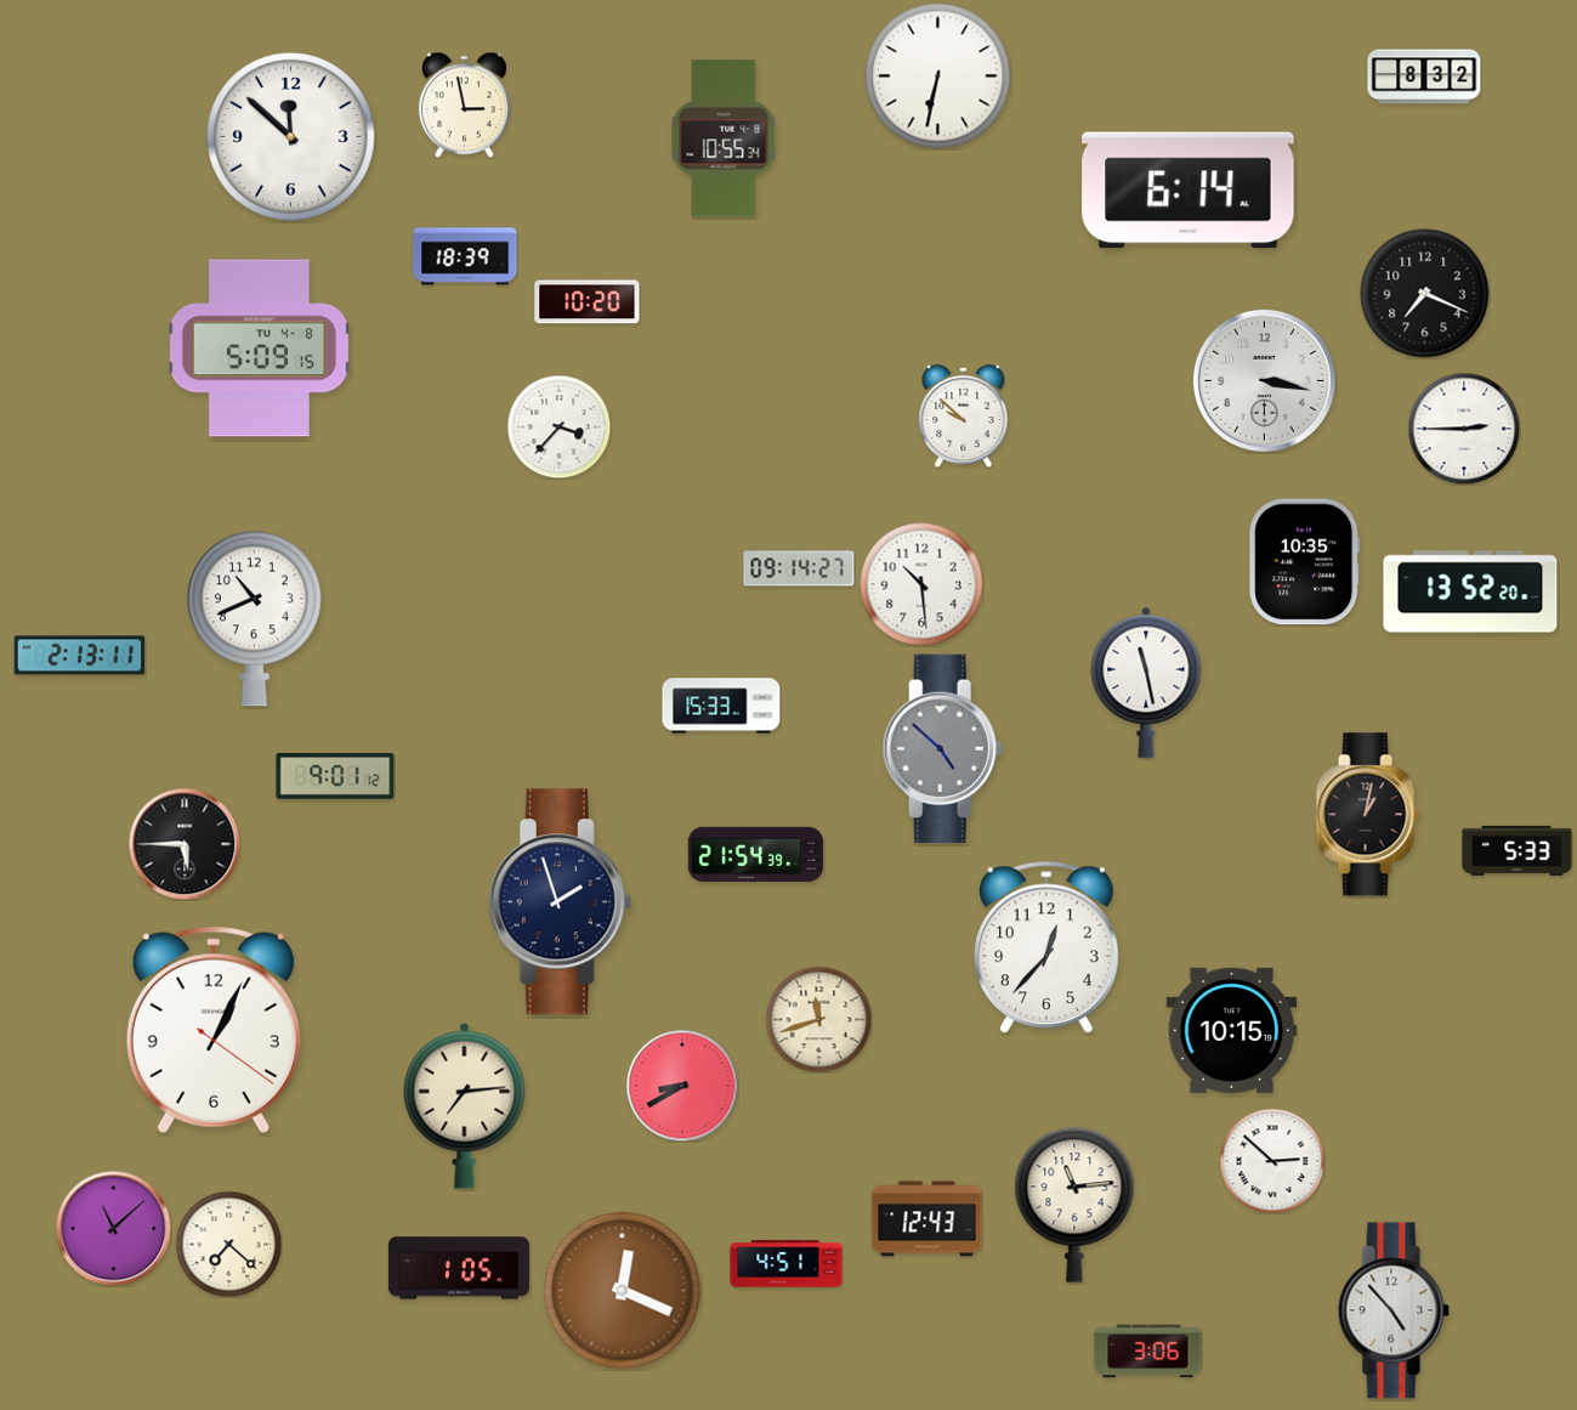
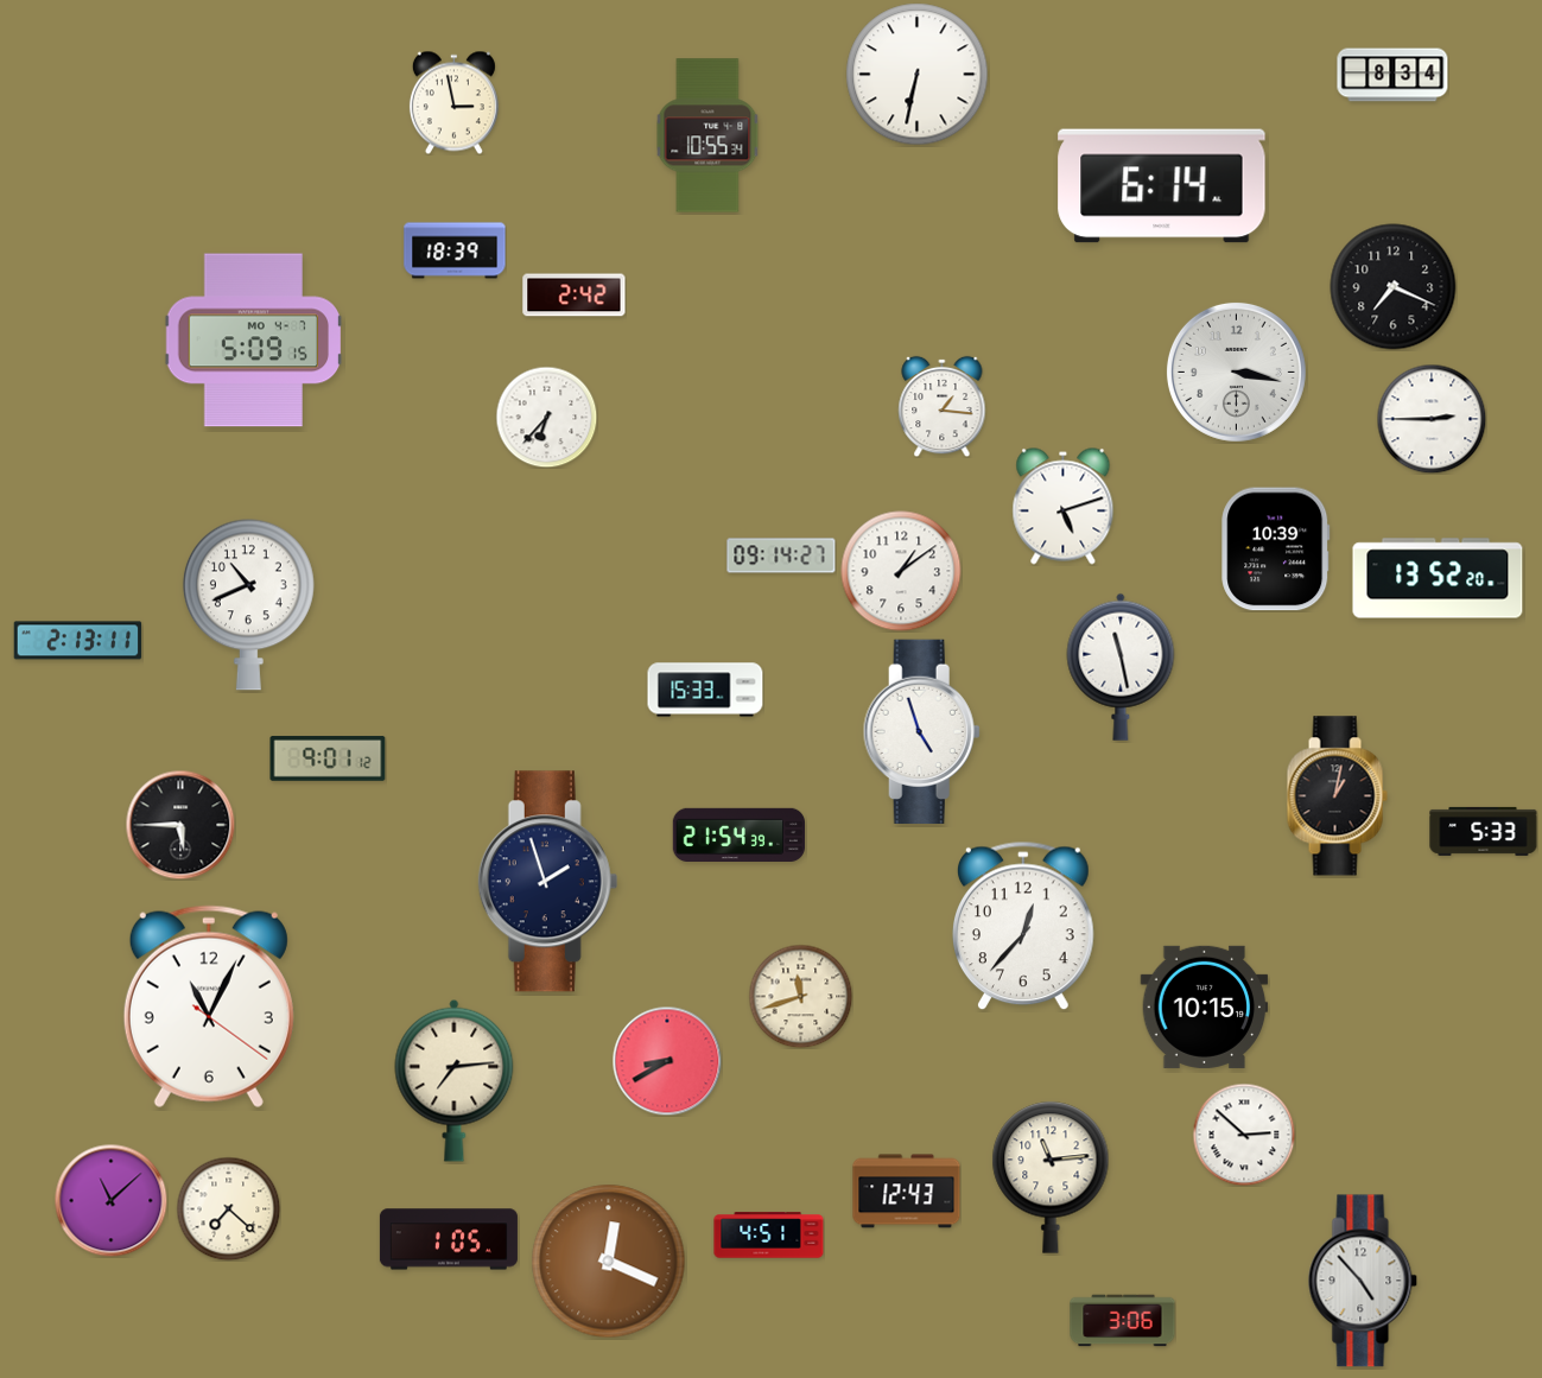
clock at (1424, 77): 8:32 -> 8:34
clock at (291, 137): 11:52 -> none
clock at (588, 302): 10:20 -> 2:42
clock at (260, 349) date: TU 4-8 -> MO 4-7
clock at (964, 415): 9:52 -> 1:16
clock at (558, 426): 3:37 -> 6:37
clock at (1064, 507): none -> 5:12
clock at (1305, 562): 10:35 -> 10:39
clock at (921, 584): 10:29 -> 1:09
clock at (942, 748): 4:52 -> 4:57
clock at (942, 748) dial: grey -> white
clock at (214, 1030): 1:04 -> 11:04
clock at (228, 1244) position: (228, 1244) -> (228, 1208)
